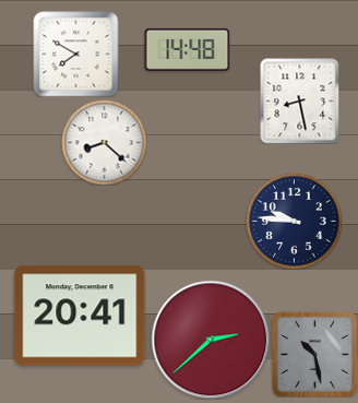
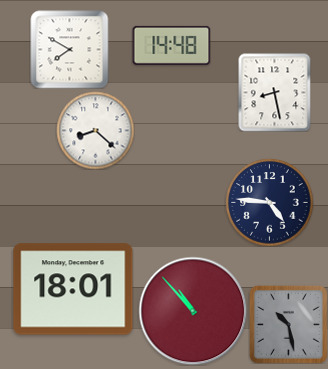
clock at (294, 221): 9:46 -> 4:46
clock at (80, 316): 20:41 -> 18:01
clock at (211, 340): 2:38 -> 10:53
